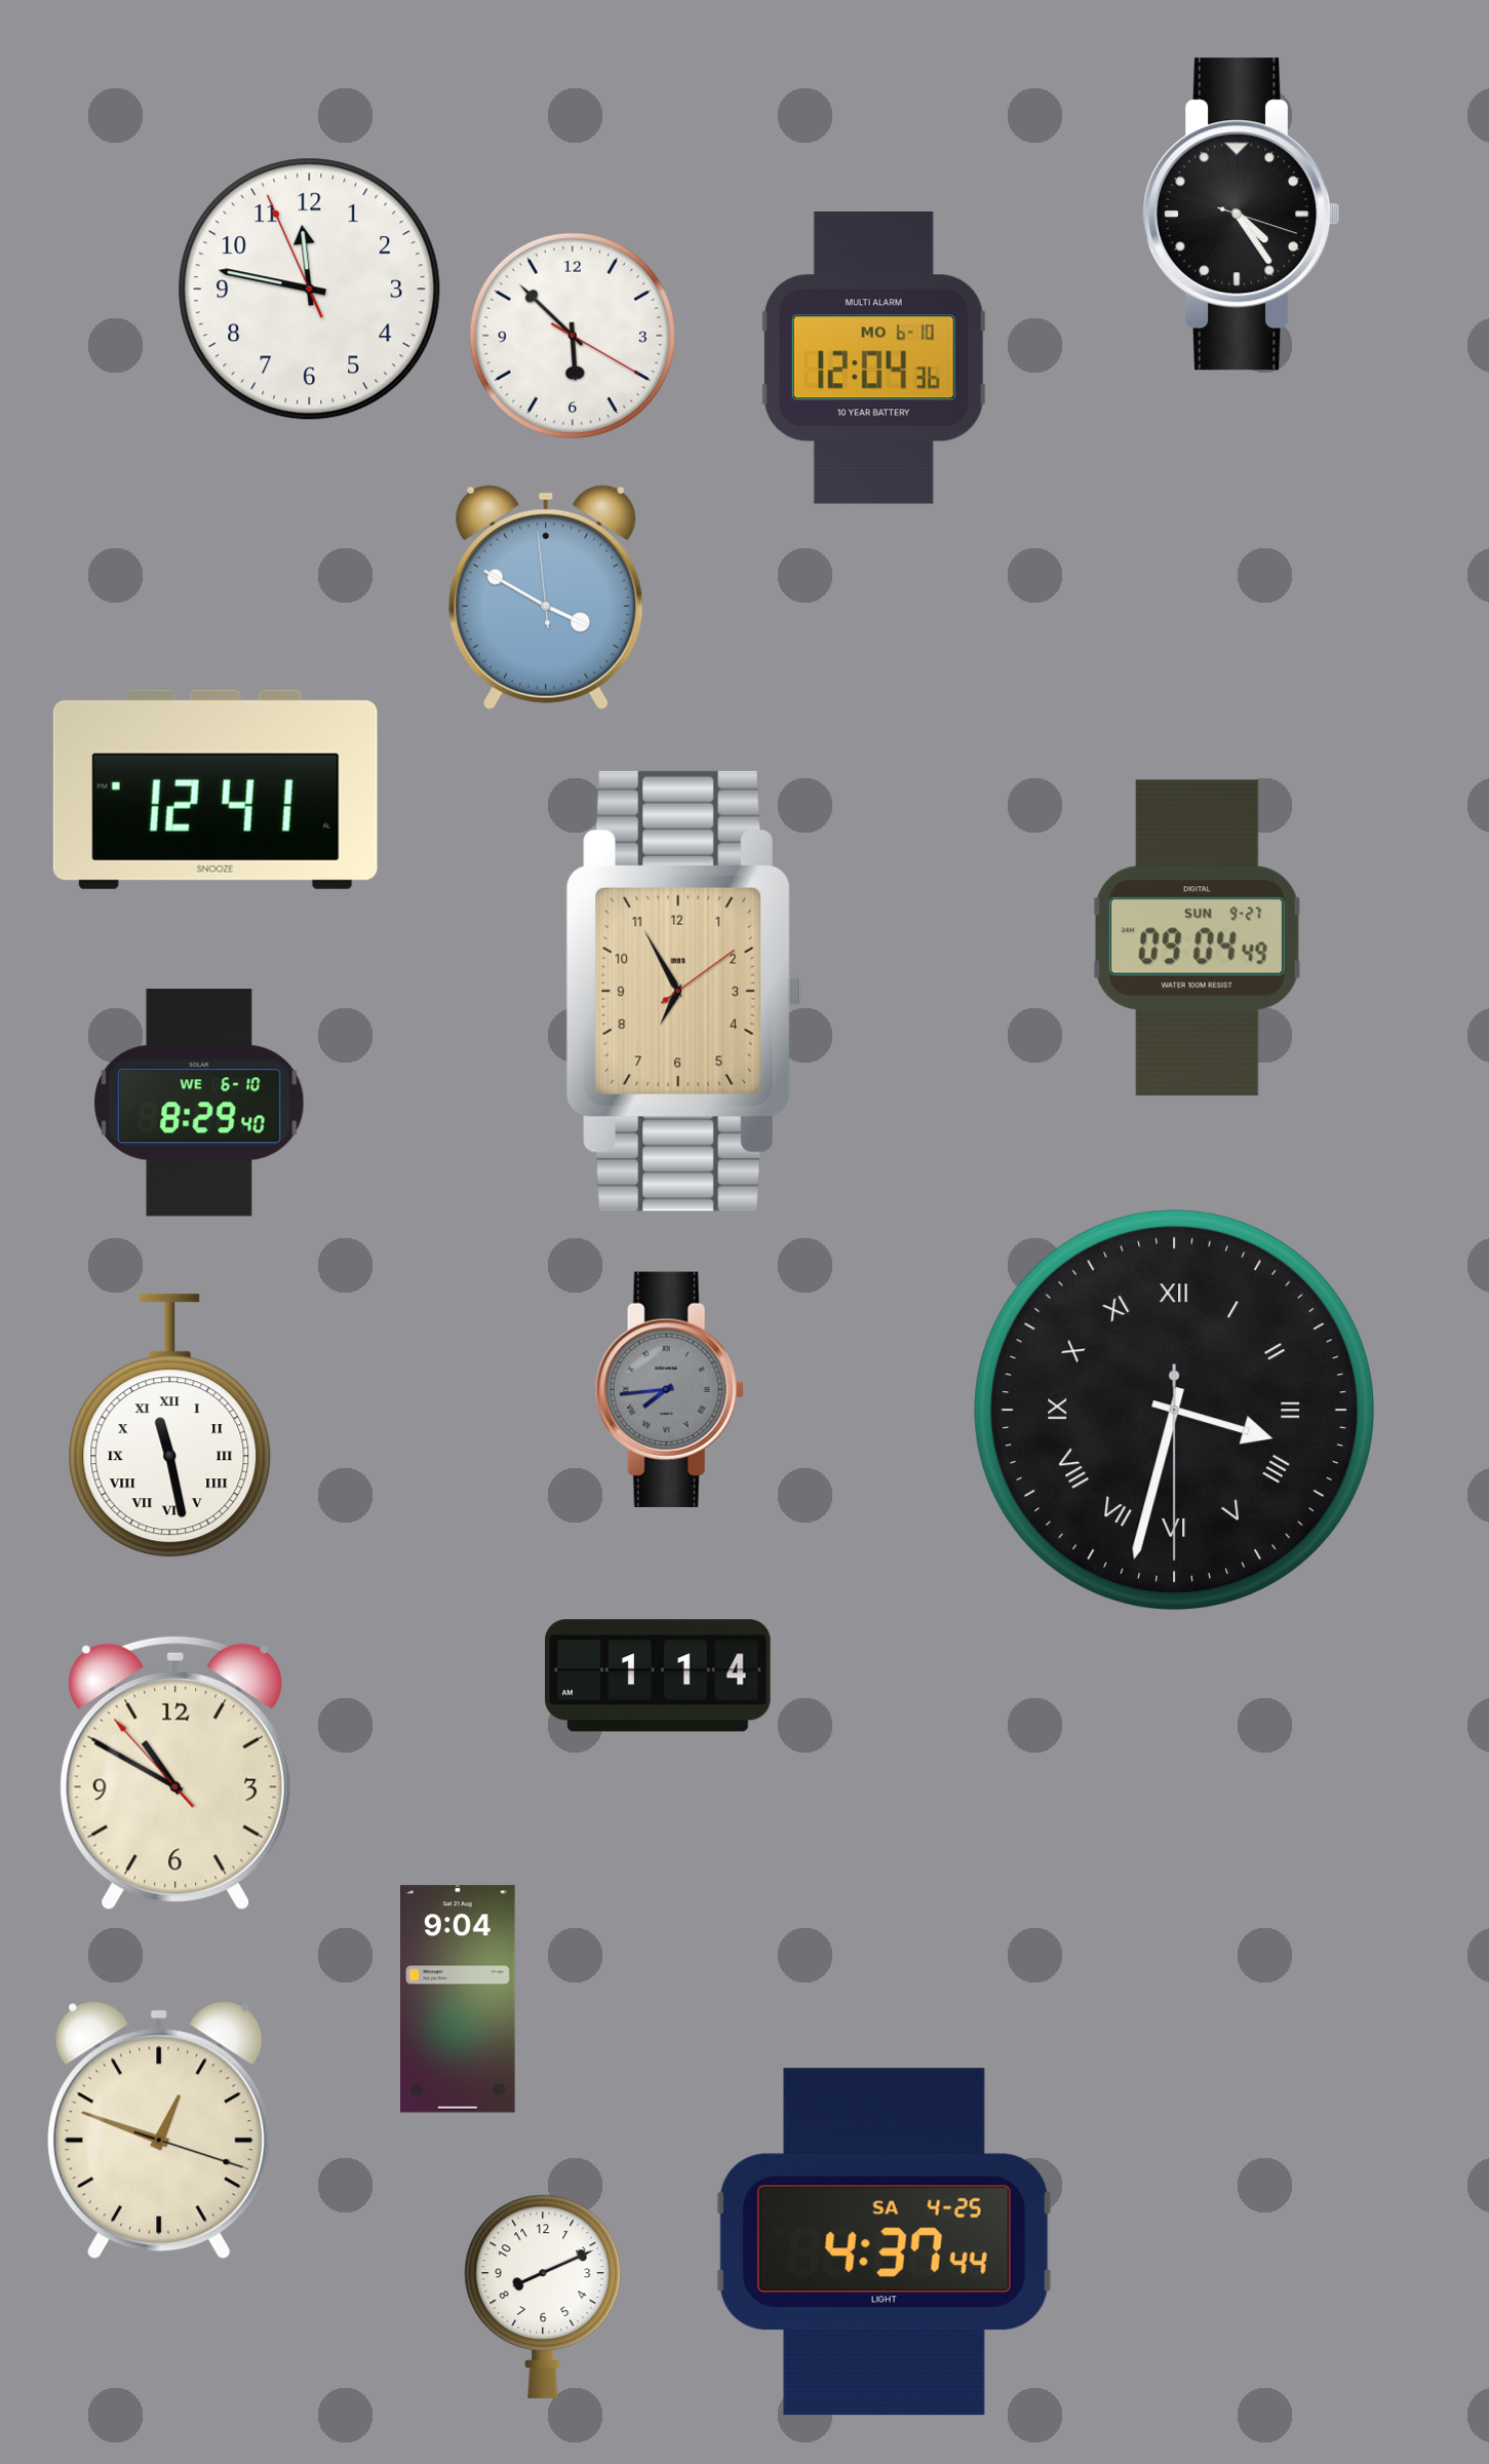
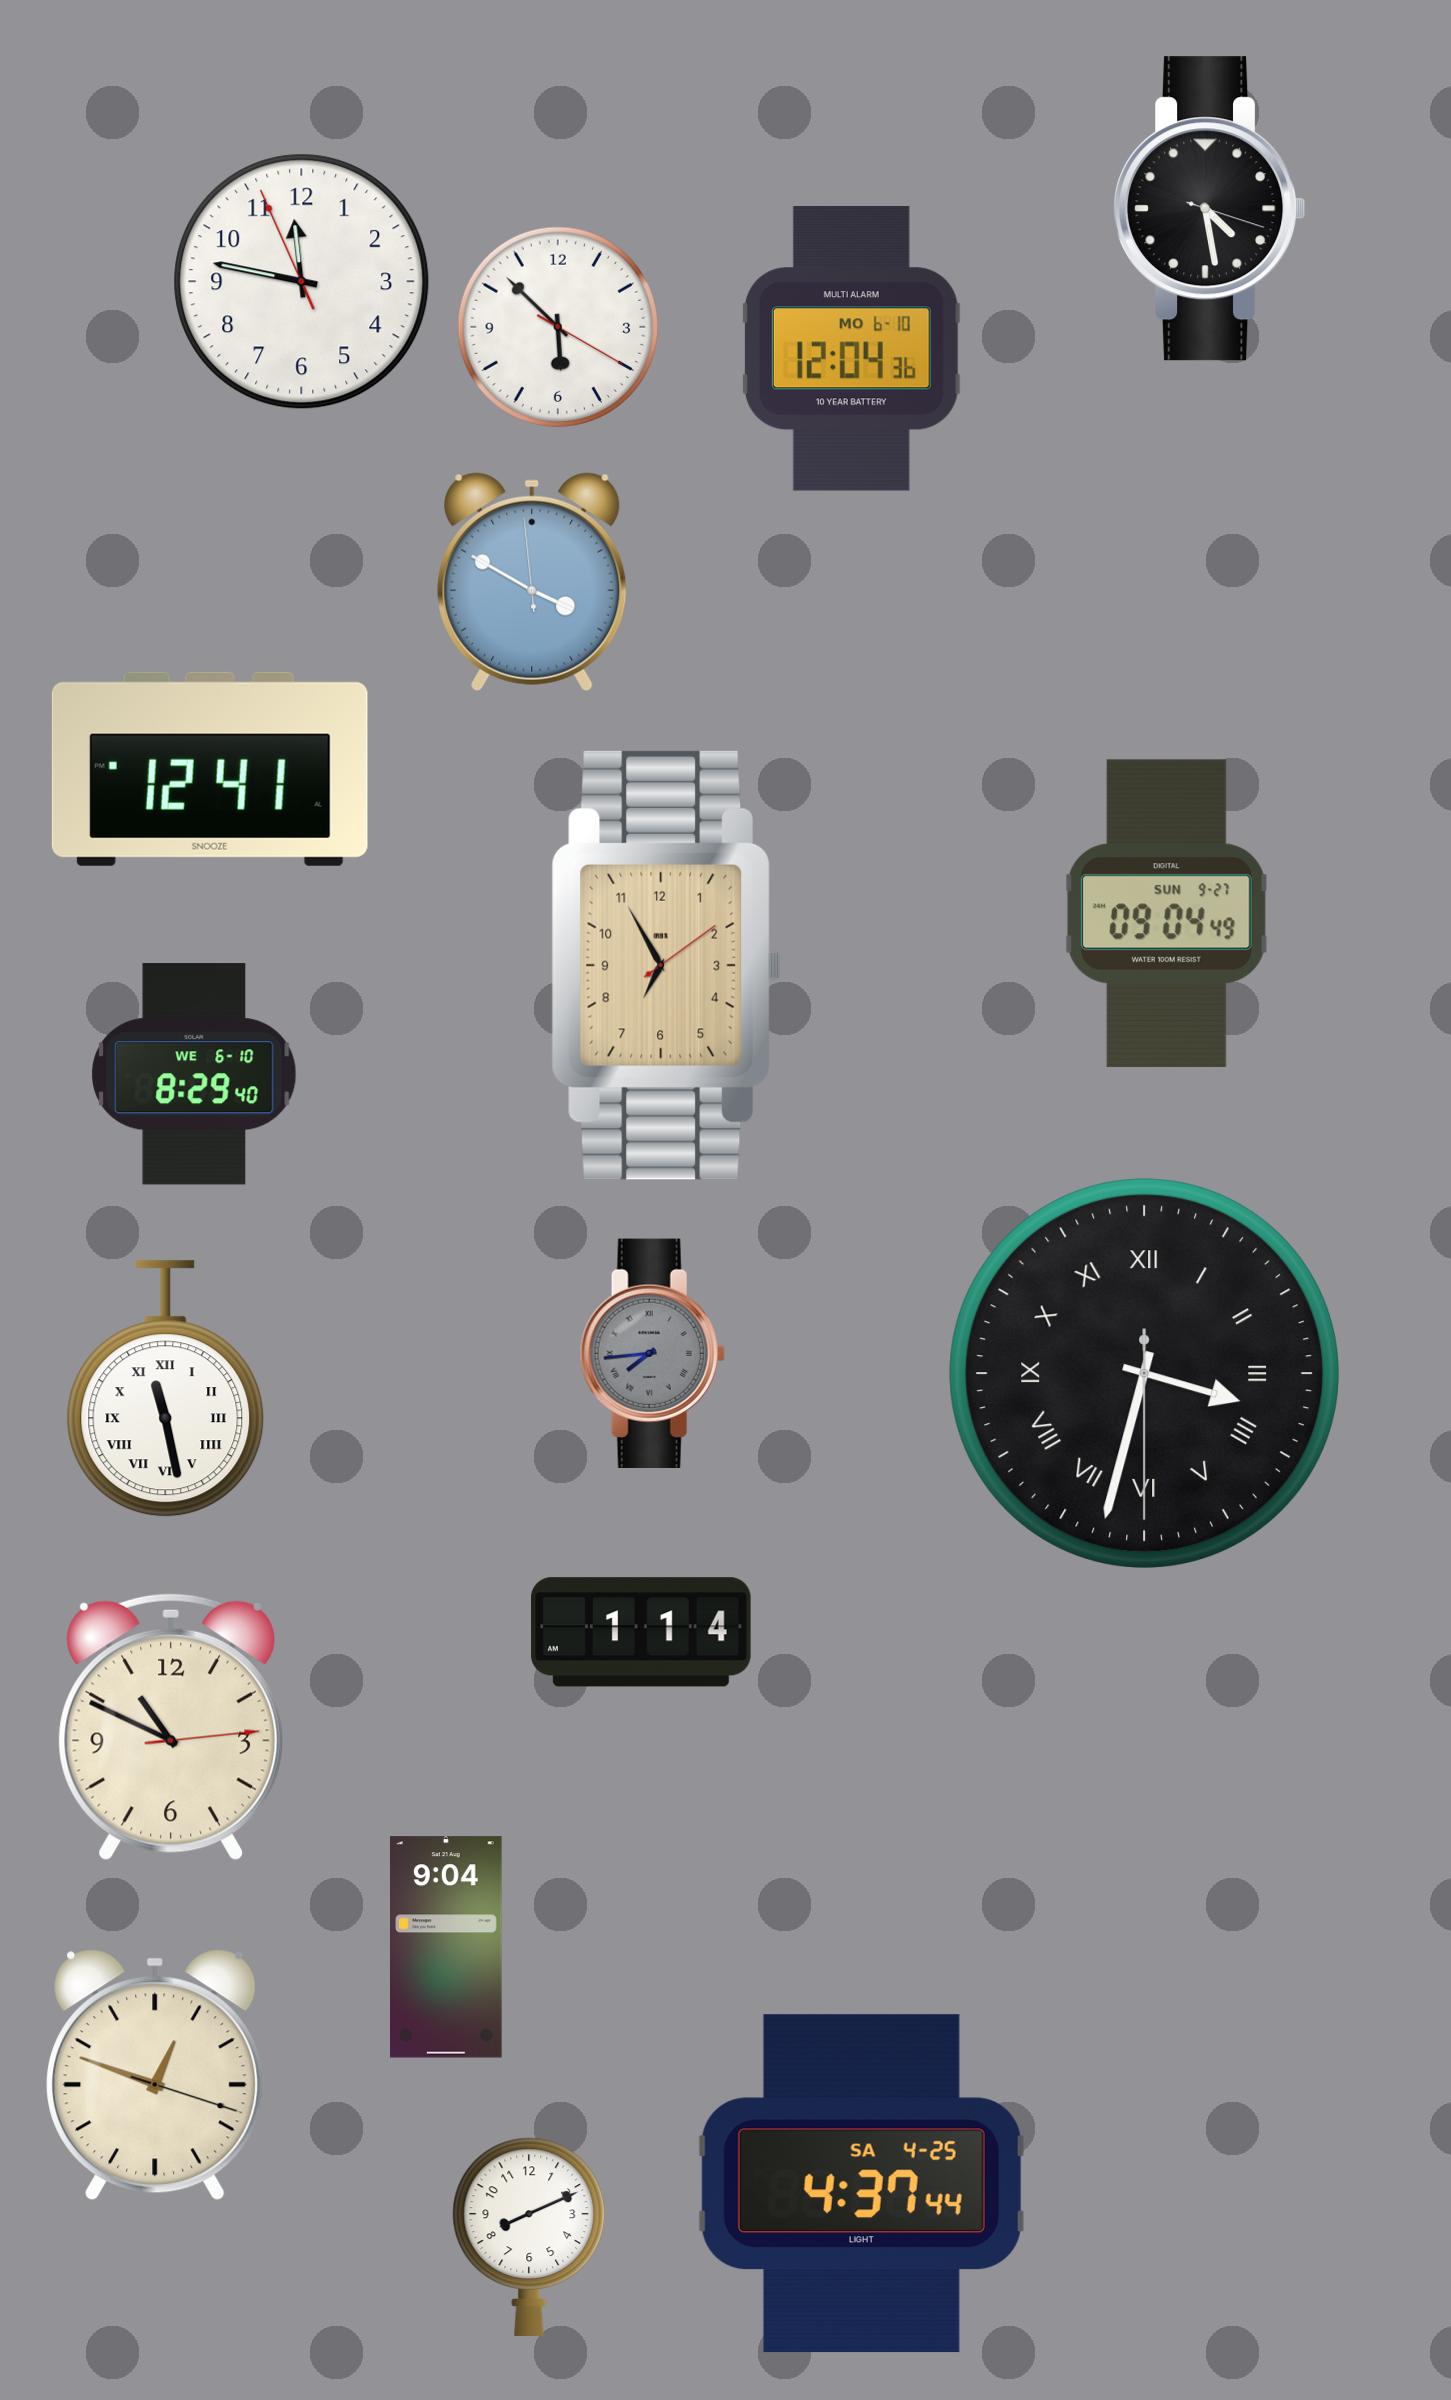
clock at (1242, 215): 4:24 -> 4:28
clock at (175, 1773): 10:49:53 -> 10:49:14
